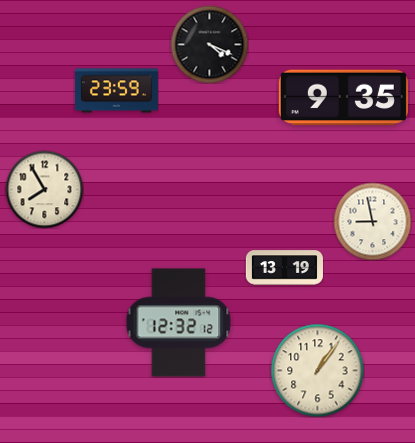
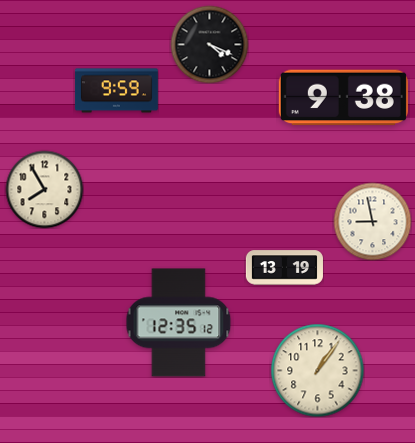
clock at (117, 91): 23:59 -> 9:59
clock at (343, 98): 9:35 -> 9:38
clock at (179, 323): 12:32 -> 12:35
